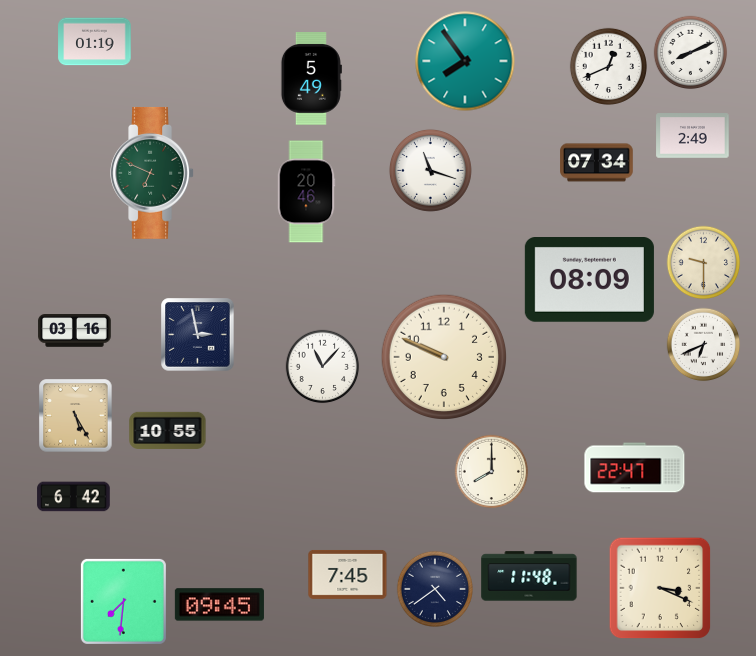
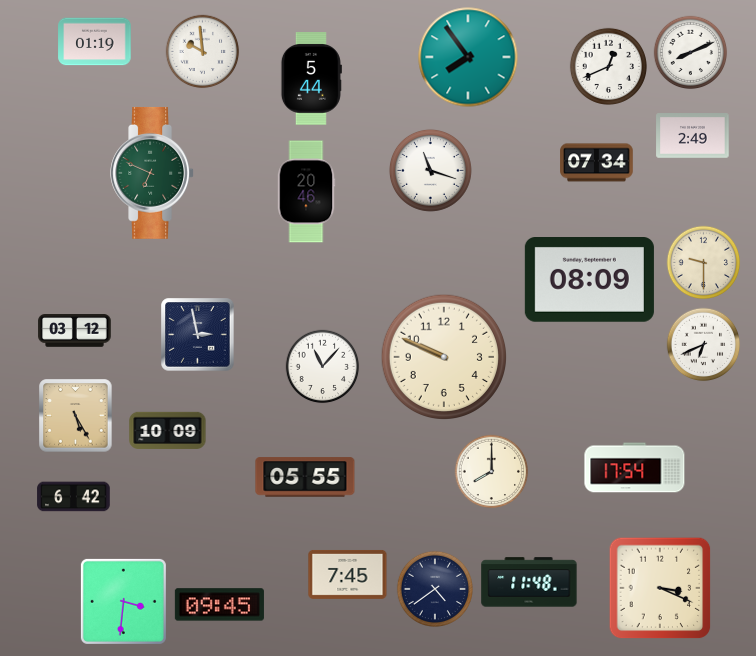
clock at (203, 52): none -> 9:59
clock at (465, 61) position: (465, 61) -> (468, 57)
clock at (311, 79): 5:49 -> 5:44
clock at (75, 331): 03:16 -> 03:12
clock at (168, 430): 10:55 -> 10:09
clock at (635, 468): 22:47 -> 17:54
clock at (305, 477): none -> 05:55
clock at (529, 576) position: (529, 576) -> (529, 582)
clock at (123, 601): 7:31 -> 3:31
